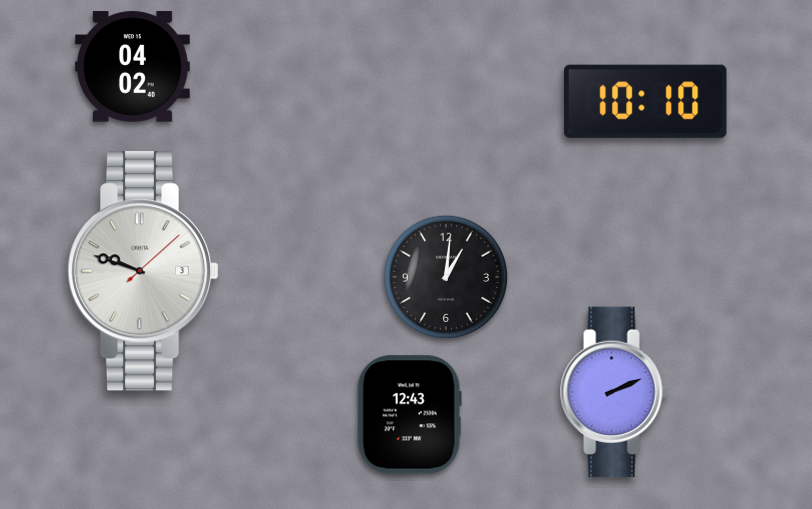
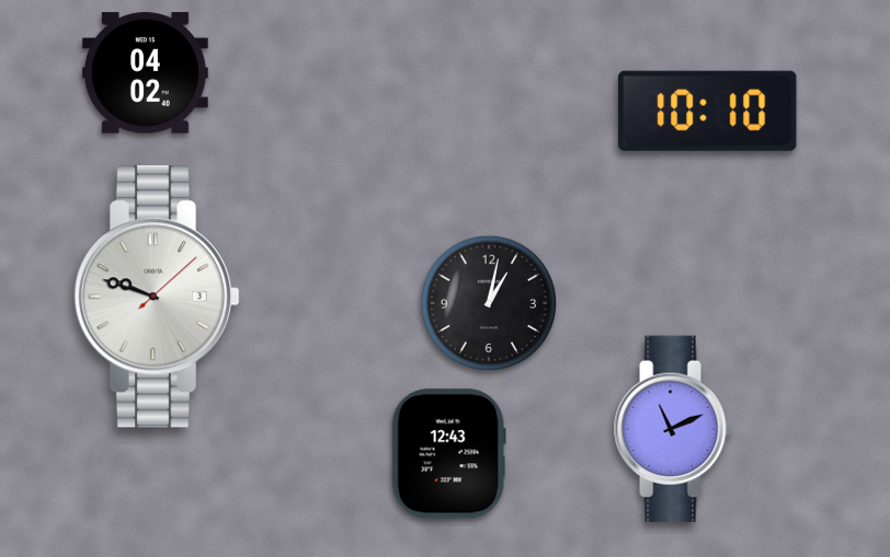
clock at (446, 277): 1:01 -> 1:02
clock at (614, 392): 2:11 -> 11:11
